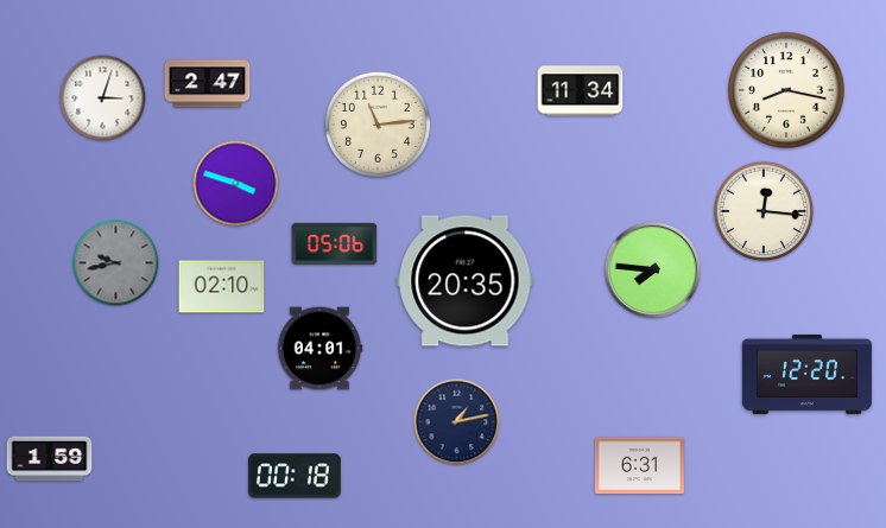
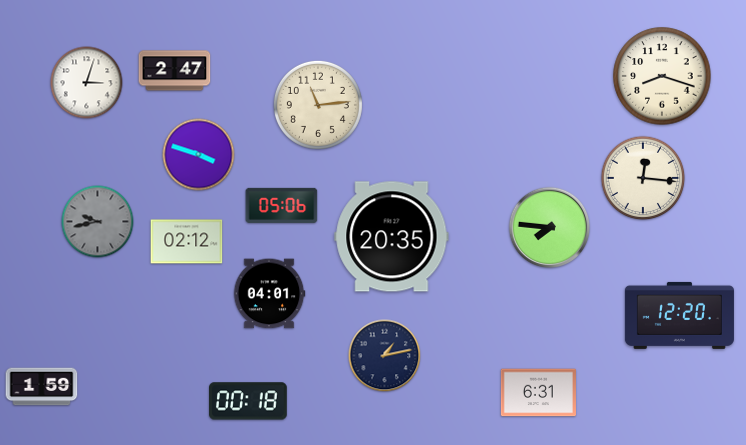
clock at (786, 90): 8:17 -> 8:18
clock at (581, 91): 11:34 -> none
clock at (222, 287): 02:10 -> 02:12
